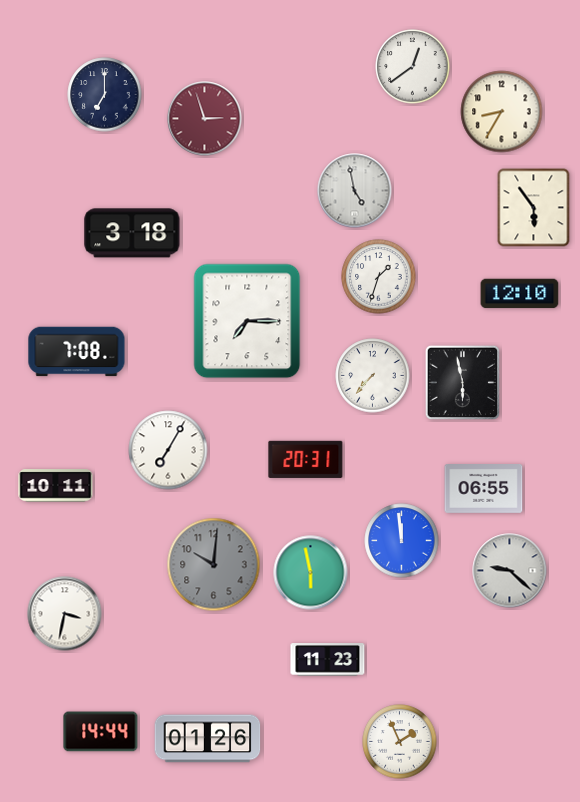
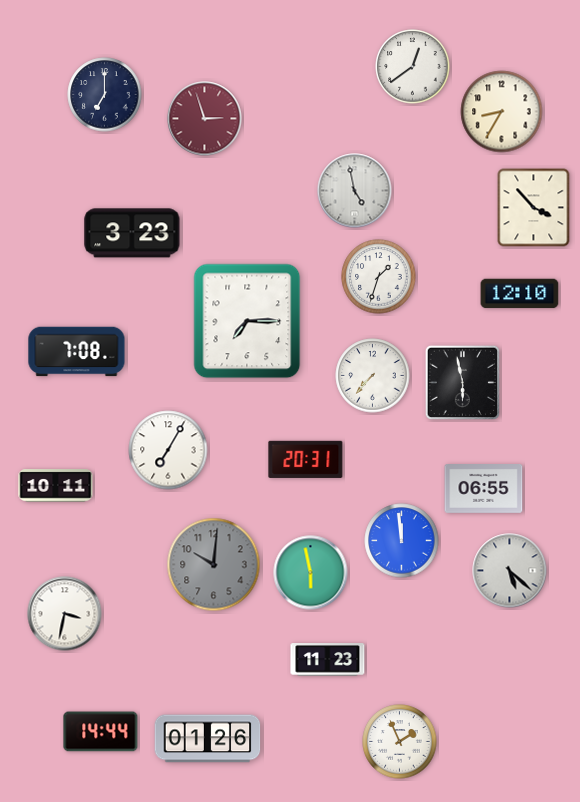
clock at (534, 208): 5:54 -> 3:53
clock at (132, 233): 3:18 -> 3:23
clock at (510, 571): 9:22 -> 5:22
